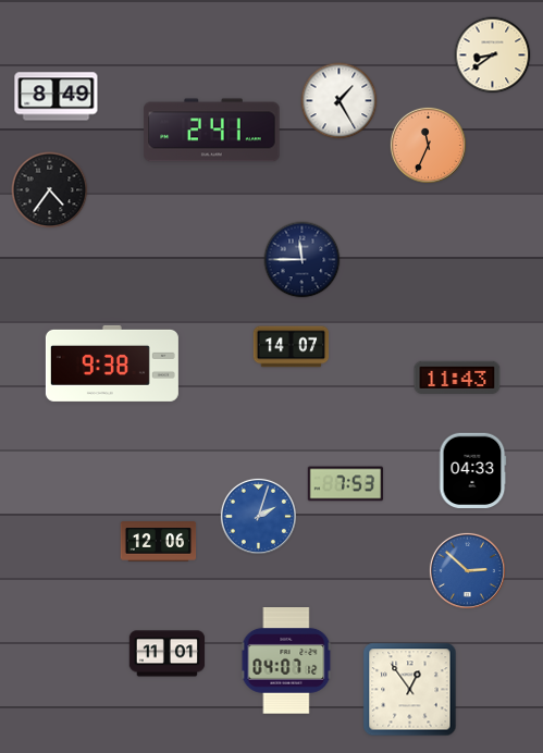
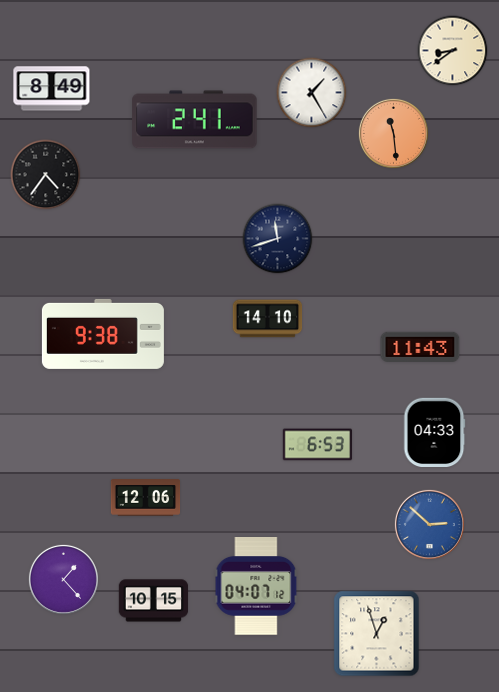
clock at (428, 145): 11:34 -> 11:29
clock at (303, 260): 11:45 -> 11:42
clock at (292, 347): 14:07 -> 14:10
clock at (346, 484): 7:53 -> 6:53
clock at (258, 516): 2:03 -> none
clock at (63, 579): none -> 1:23
clock at (168, 654): 11:01 -> 10:15
clock at (286, 662) position: (286, 662) -> (256, 587)
clock at (410, 690): 12:54 -> 12:57
